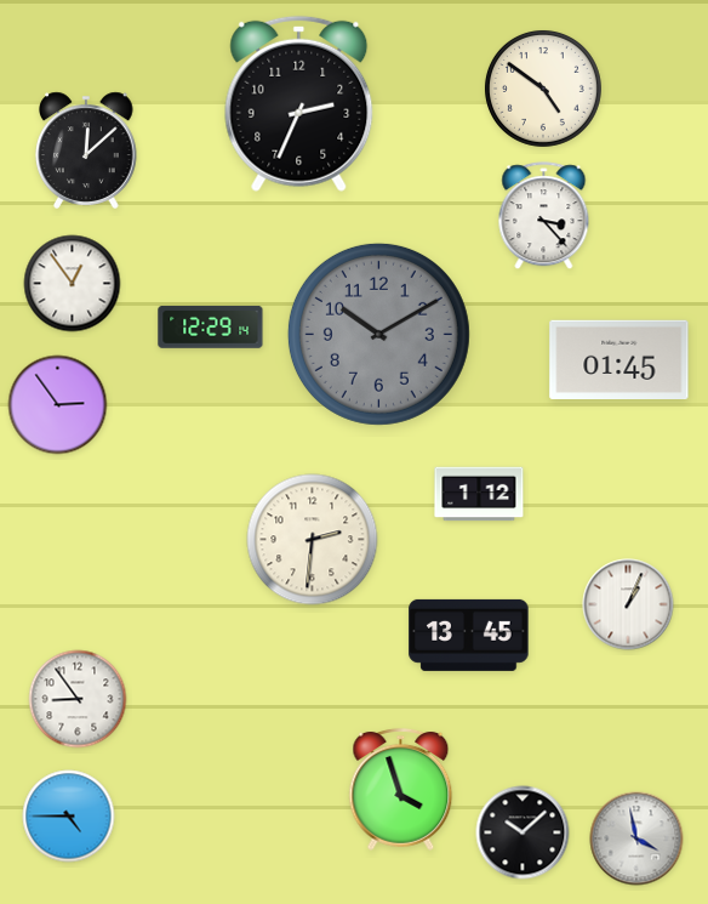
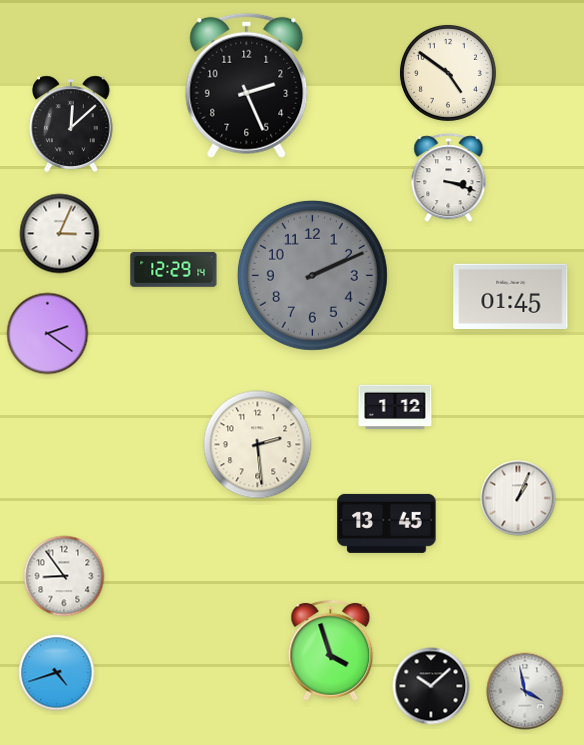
clock at (299, 103): 2:34 -> 2:26
clock at (544, 216): 3:23 -> 3:18
clock at (73, 284): 12:54 -> 3:04
clock at (378, 334): 10:10 -> 2:11
clock at (58, 405): 2:54 -> 2:21
clock at (313, 540): 2:31 -> 2:29
clock at (69, 817): 4:45 -> 4:42
